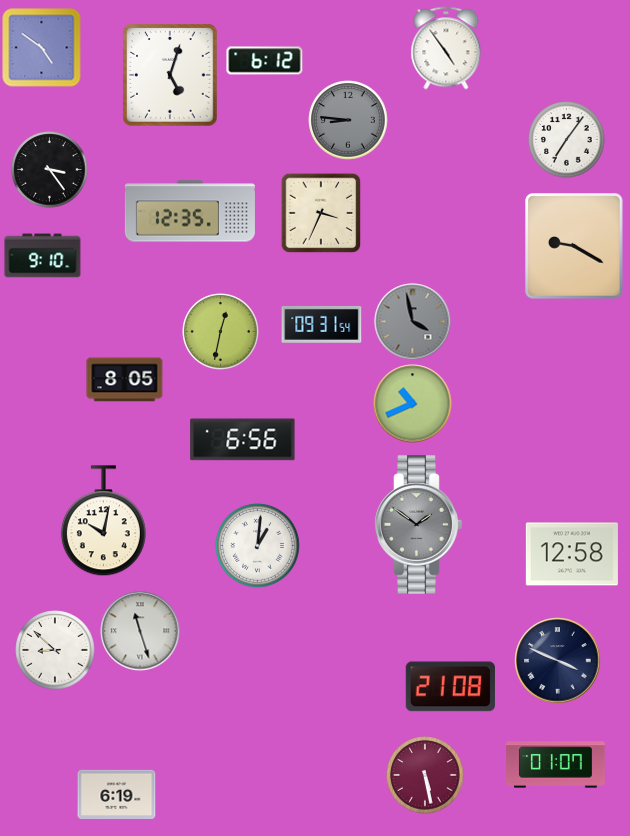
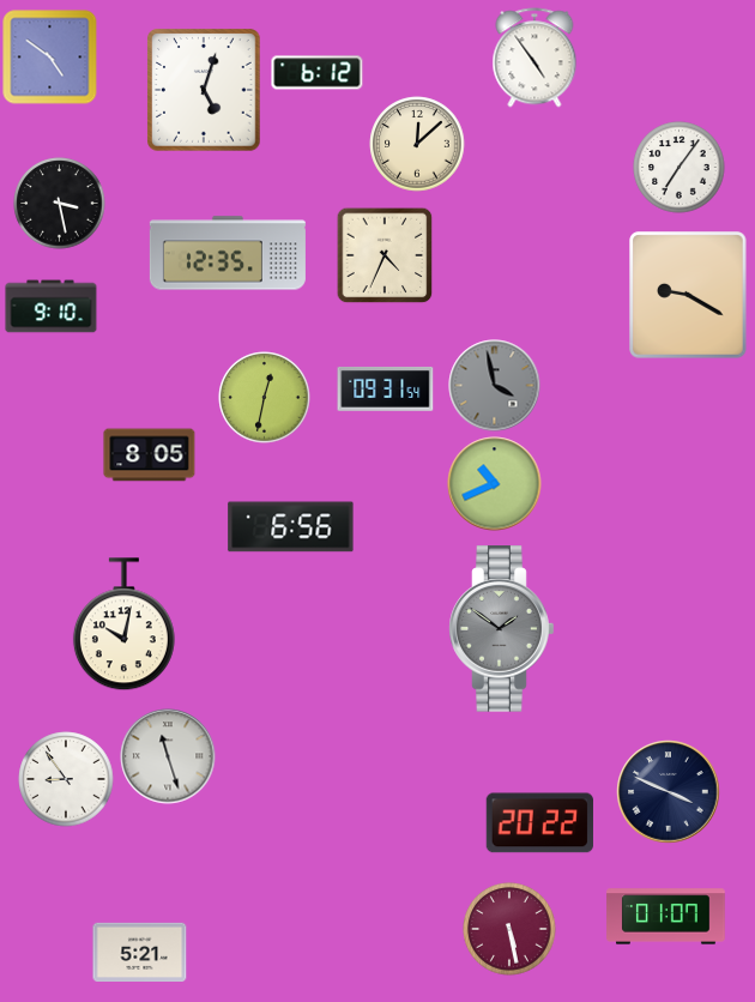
clock at (348, 120): 8:46 -> 12:08
clock at (348, 120) dial: grey -> cream
clock at (50, 170): 3:24 -> 3:28
clock at (321, 213): 3:34 -> 4:34
clock at (258, 546): 1:01 -> none
clock at (572, 554): 12:58 -> none
clock at (55, 650): 8:52 -> 8:54
clock at (450, 687): 21:08 -> 20:22
clock at (117, 794): 6:19 -> 5:21
